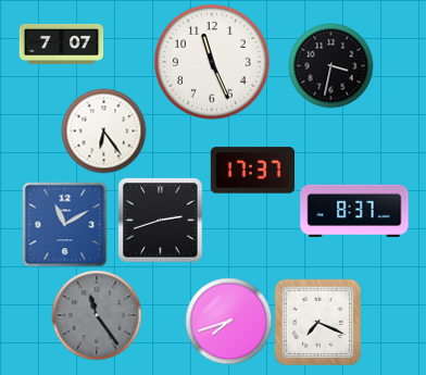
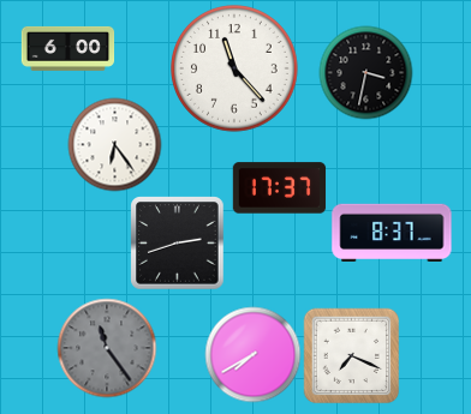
clock at (61, 43): 7:07 -> 6:00
clock at (213, 63): 11:26 -> 11:23
clock at (64, 224): 11:10 -> none
clock at (228, 321): 7:42 -> 7:40
